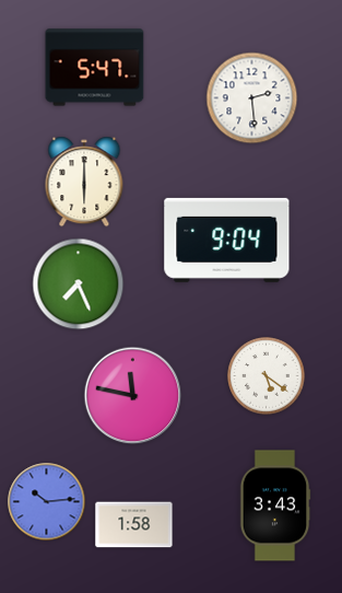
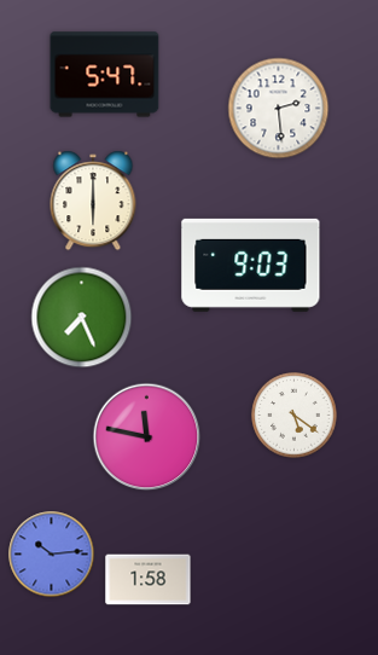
clock at (227, 240): 9:04 -> 9:03
clock at (79, 284) position: (79, 284) -> (82, 318)
clock at (275, 505): 3:43 -> none
